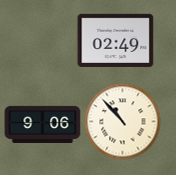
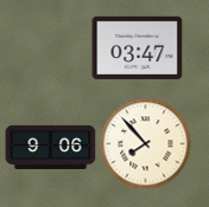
clock at (116, 40): 02:49 -> 03:47
clock at (123, 122): 10:53 -> 7:53
